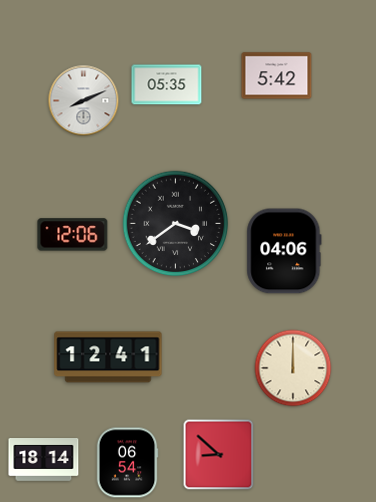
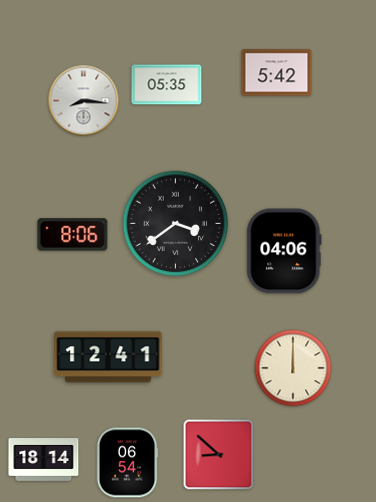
clock at (277, 76) position: (277, 76) -> (277, 73)
clock at (84, 101): 8:11 -> 8:16
clock at (73, 235): 12:06 -> 8:06
